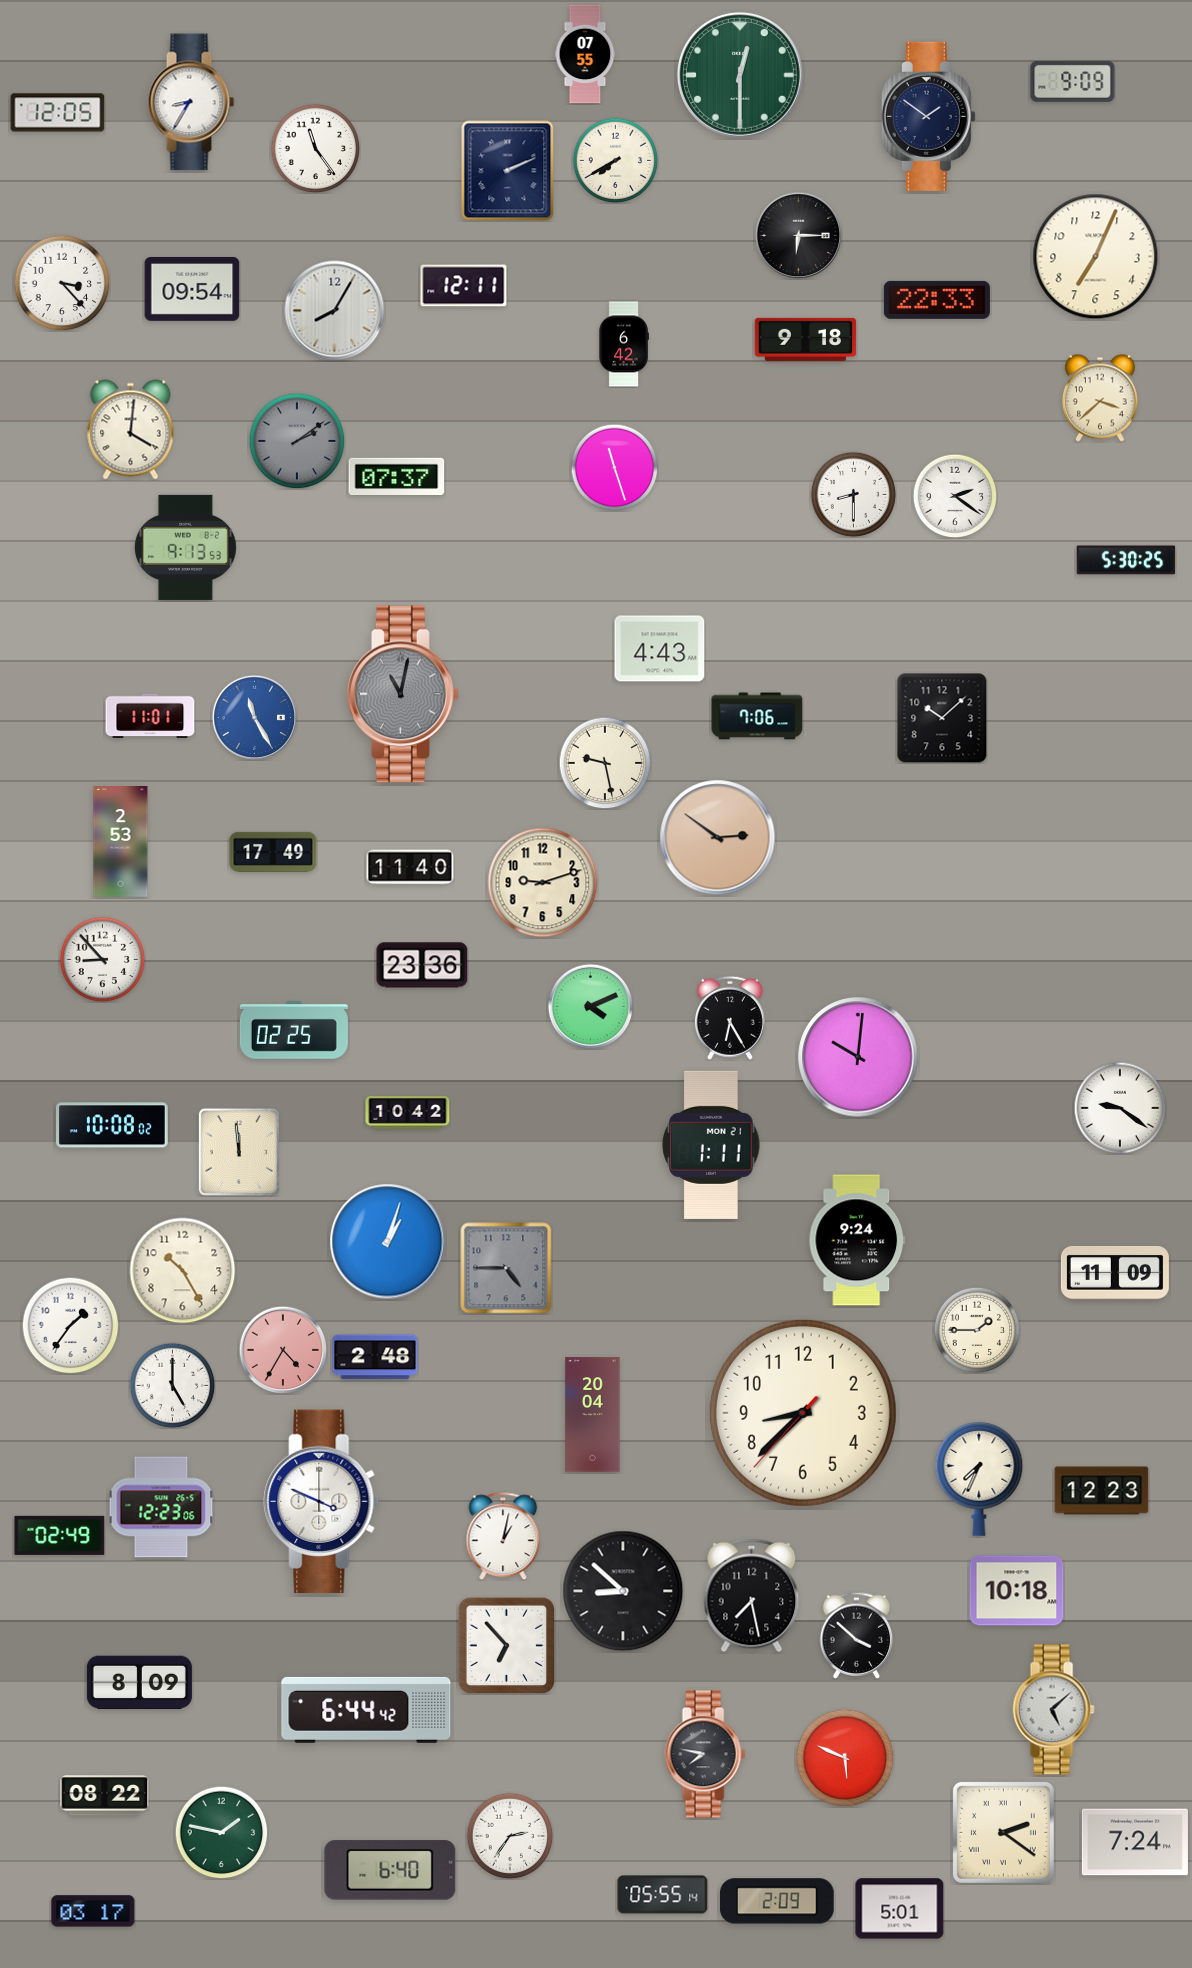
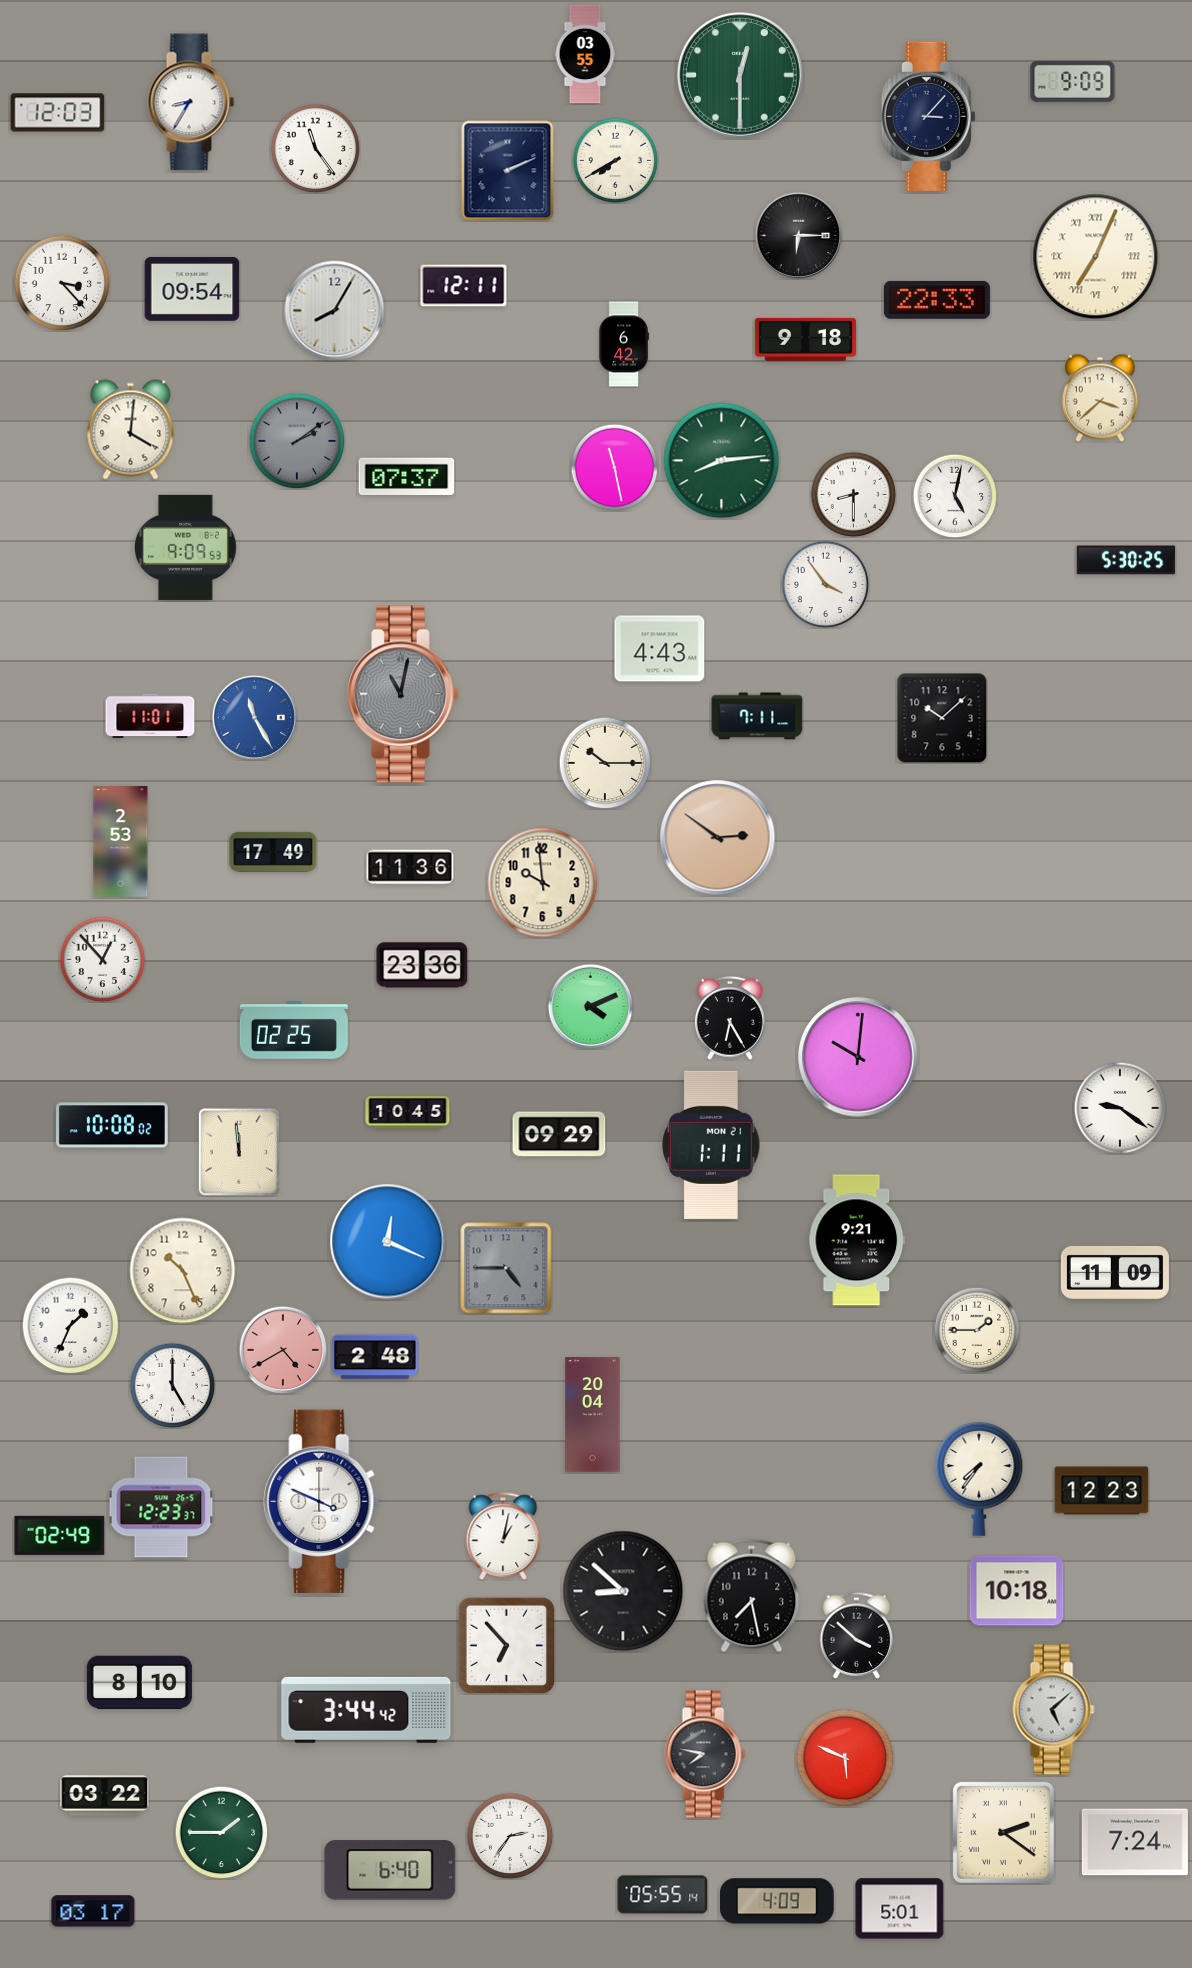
clock at (585, 54): 07:55 -> 03:55
clock at (58, 113): 12:05 -> 12:03
clock at (928, 116): 1:51 -> 3:07
clock at (1096, 257) numerals: Arabic -> Roman
clock at (722, 461): none -> 8:14
clock at (614, 467): 11:27 -> 11:28
clock at (397, 476) position: (397, 476) -> (407, 476)
clock at (955, 496): 2:21 -> 5:02
clock at (185, 547): 9:13 -> 9:09
clock at (825, 584): none -> 3:54
clock at (757, 716): 7:06 -> 7:11
clock at (605, 763): 9:28 -> 10:15
clock at (410, 867): 11:40 -> 11:36
clock at (543, 883): 9:12 -> 9:59
clock at (102, 959): 8:53 -> 12:53
clock at (408, 1113): 10:42 -> 10:45
clock at (559, 1134): none -> 09:29
clock at (857, 1240): 9:24 -> 9:21
clock at (388, 1242): 1:03 -> 12:19
clock at (183, 1271): 10:25 -> 10:26
clock at (70, 1325): 1:36 -> 1:34
clock at (283, 1350): 4:35 -> 4:40
clock at (803, 1413): 8:37 -> none
clock at (979, 1479): 7:34 -> 7:36
clock at (161, 1507): 12:23:06 -> 12:23:37
clock at (139, 1683): 8:09 -> 8:10
clock at (366, 1710): 6:44 -> 3:44
clock at (105, 1796): 08:22 -> 03:22
clock at (221, 1832): 1:47 -> 1:45
clock at (777, 1901): 2:09 -> 4:09
